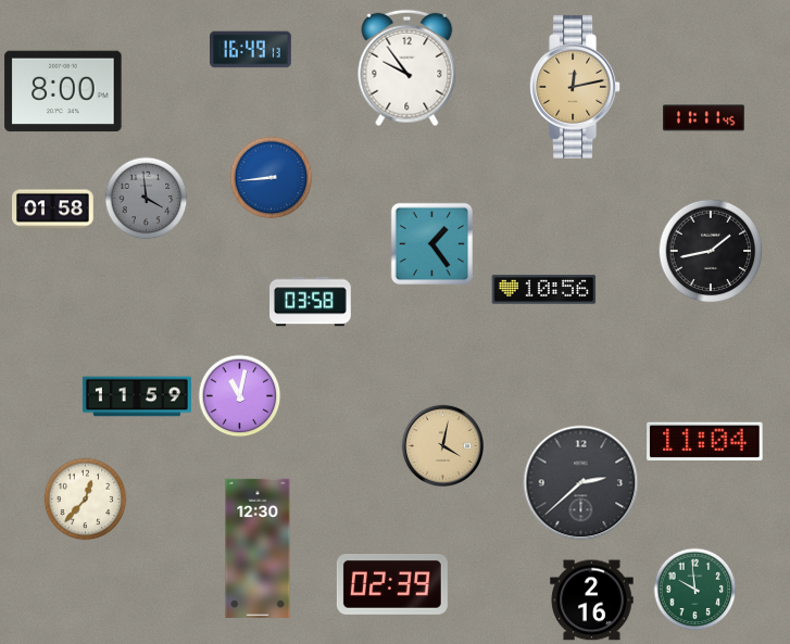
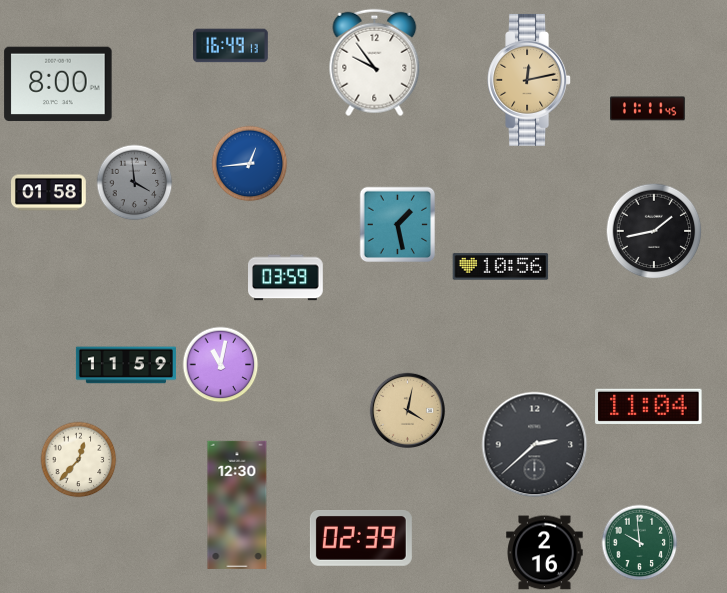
clock at (272, 178): 8:44 -> 12:44
clock at (432, 244): 1:24 -> 1:28
clock at (311, 302): 03:58 -> 03:59
